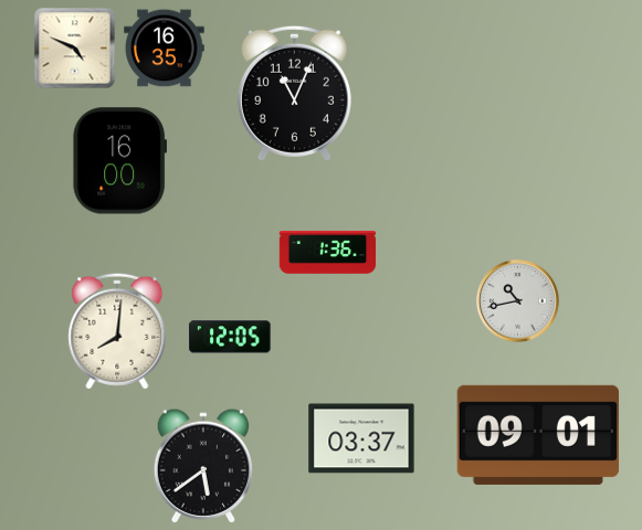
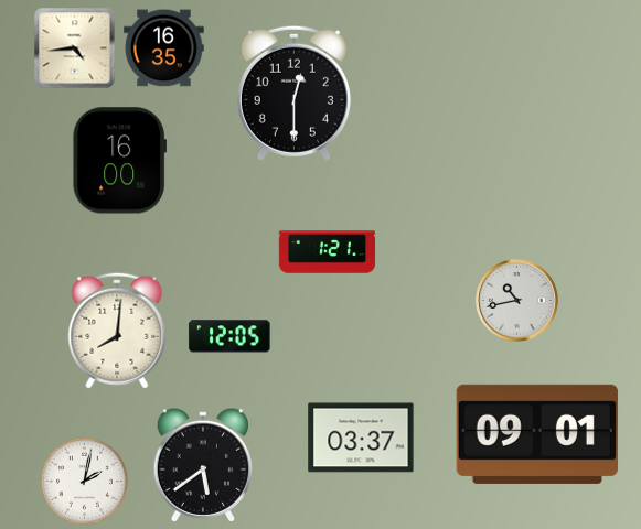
clock at (75, 49): 4:49 -> 4:44
clock at (294, 93): 11:04 -> 12:30
clock at (328, 253): 1:36 -> 1:21
clock at (84, 481): none -> 2:02
